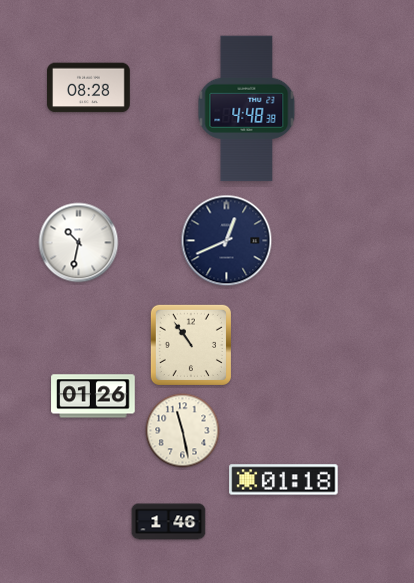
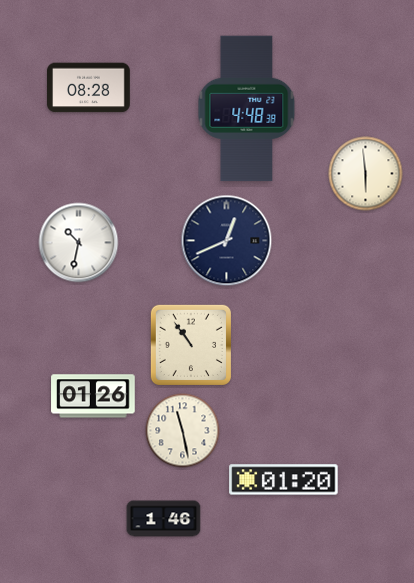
clock at (366, 174): none -> 5:59
clock at (284, 480): 01:18 -> 01:20
clock at (169, 522) position: (169, 522) -> (164, 519)
